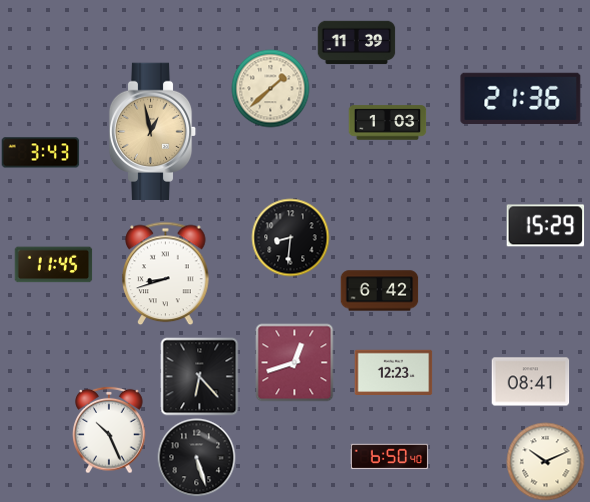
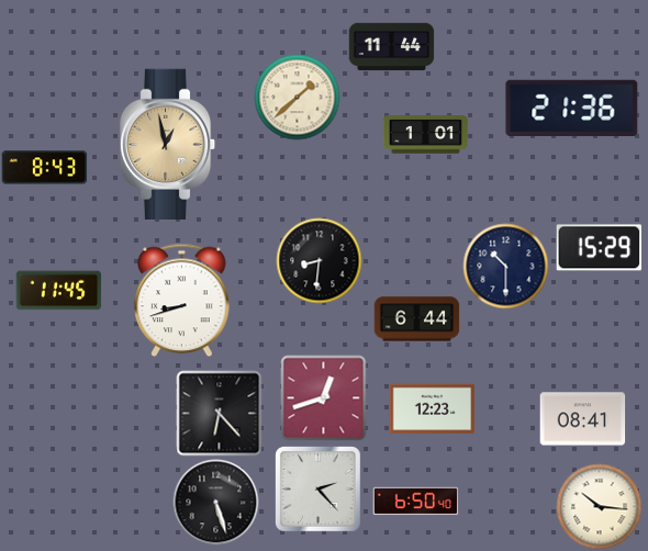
clock at (356, 43): 11:39 -> 11:44
clock at (387, 123): 1:03 -> 1:01
clock at (40, 153): 3:43 -> 8:43
clock at (505, 266): none -> 10:30
clock at (379, 291): 6:42 -> 6:44
clock at (109, 430): 10:26 -> none
clock at (319, 490): none -> 2:23
clock at (389, 457) position: (389, 457) -> (415, 502)
clock at (545, 461): 10:11 -> 10:16
